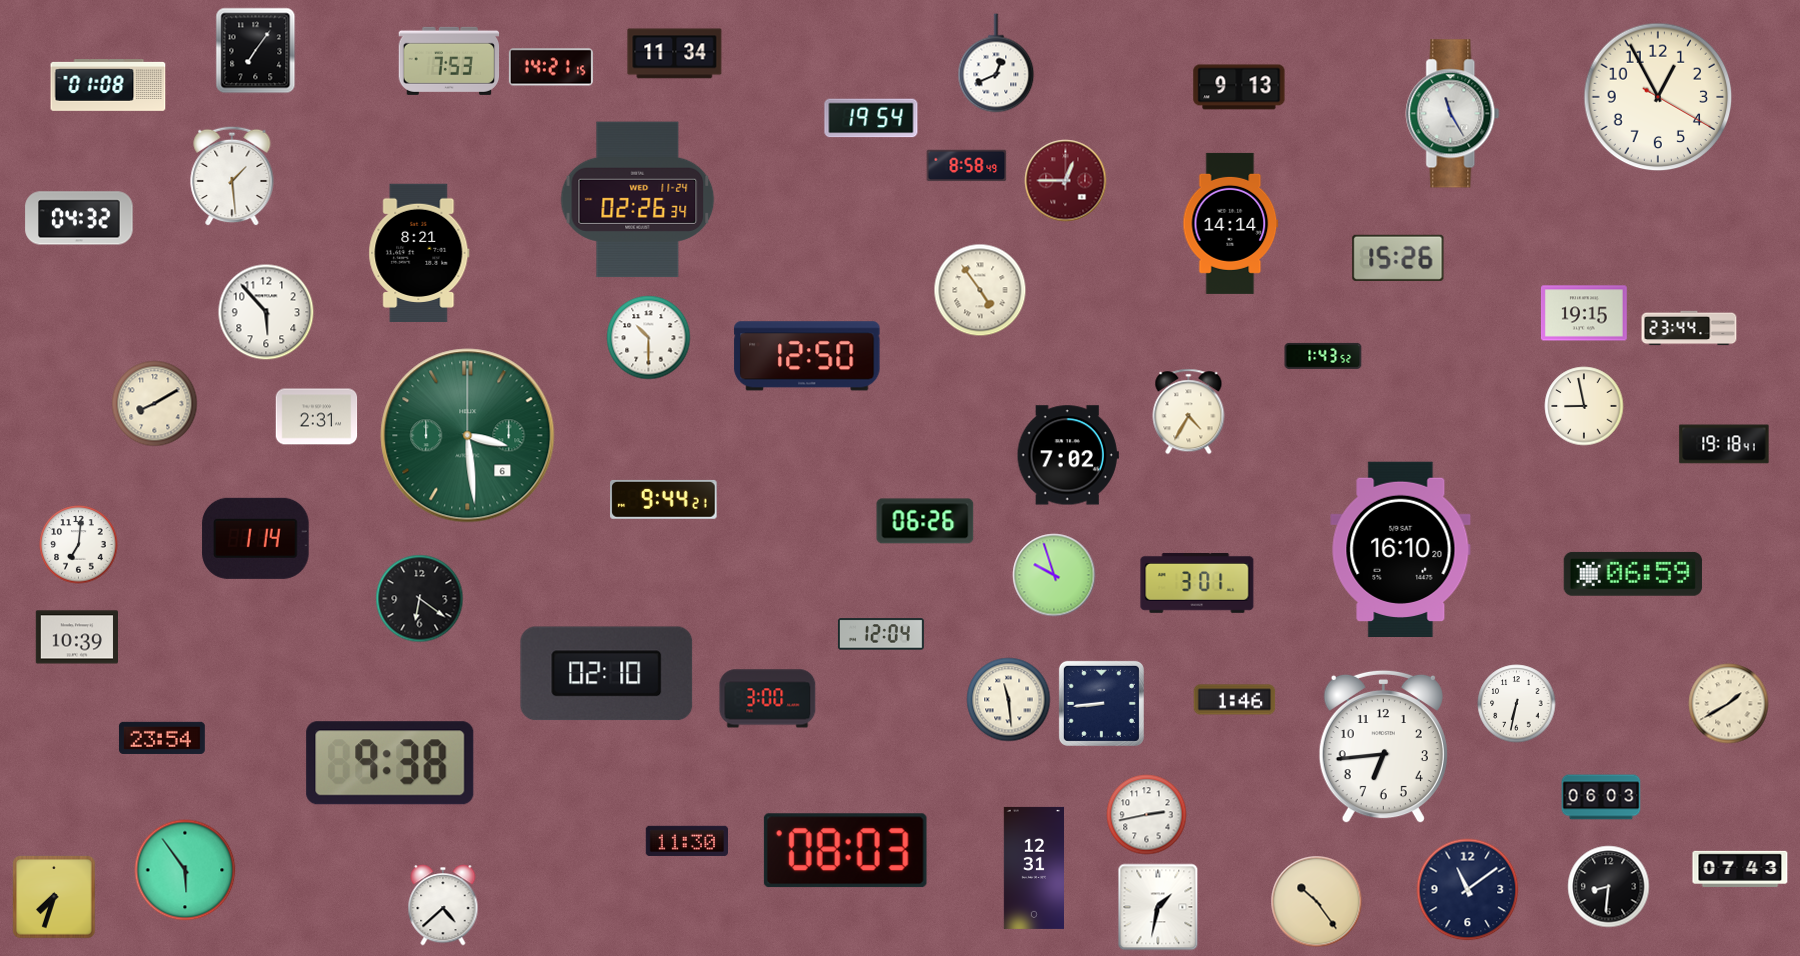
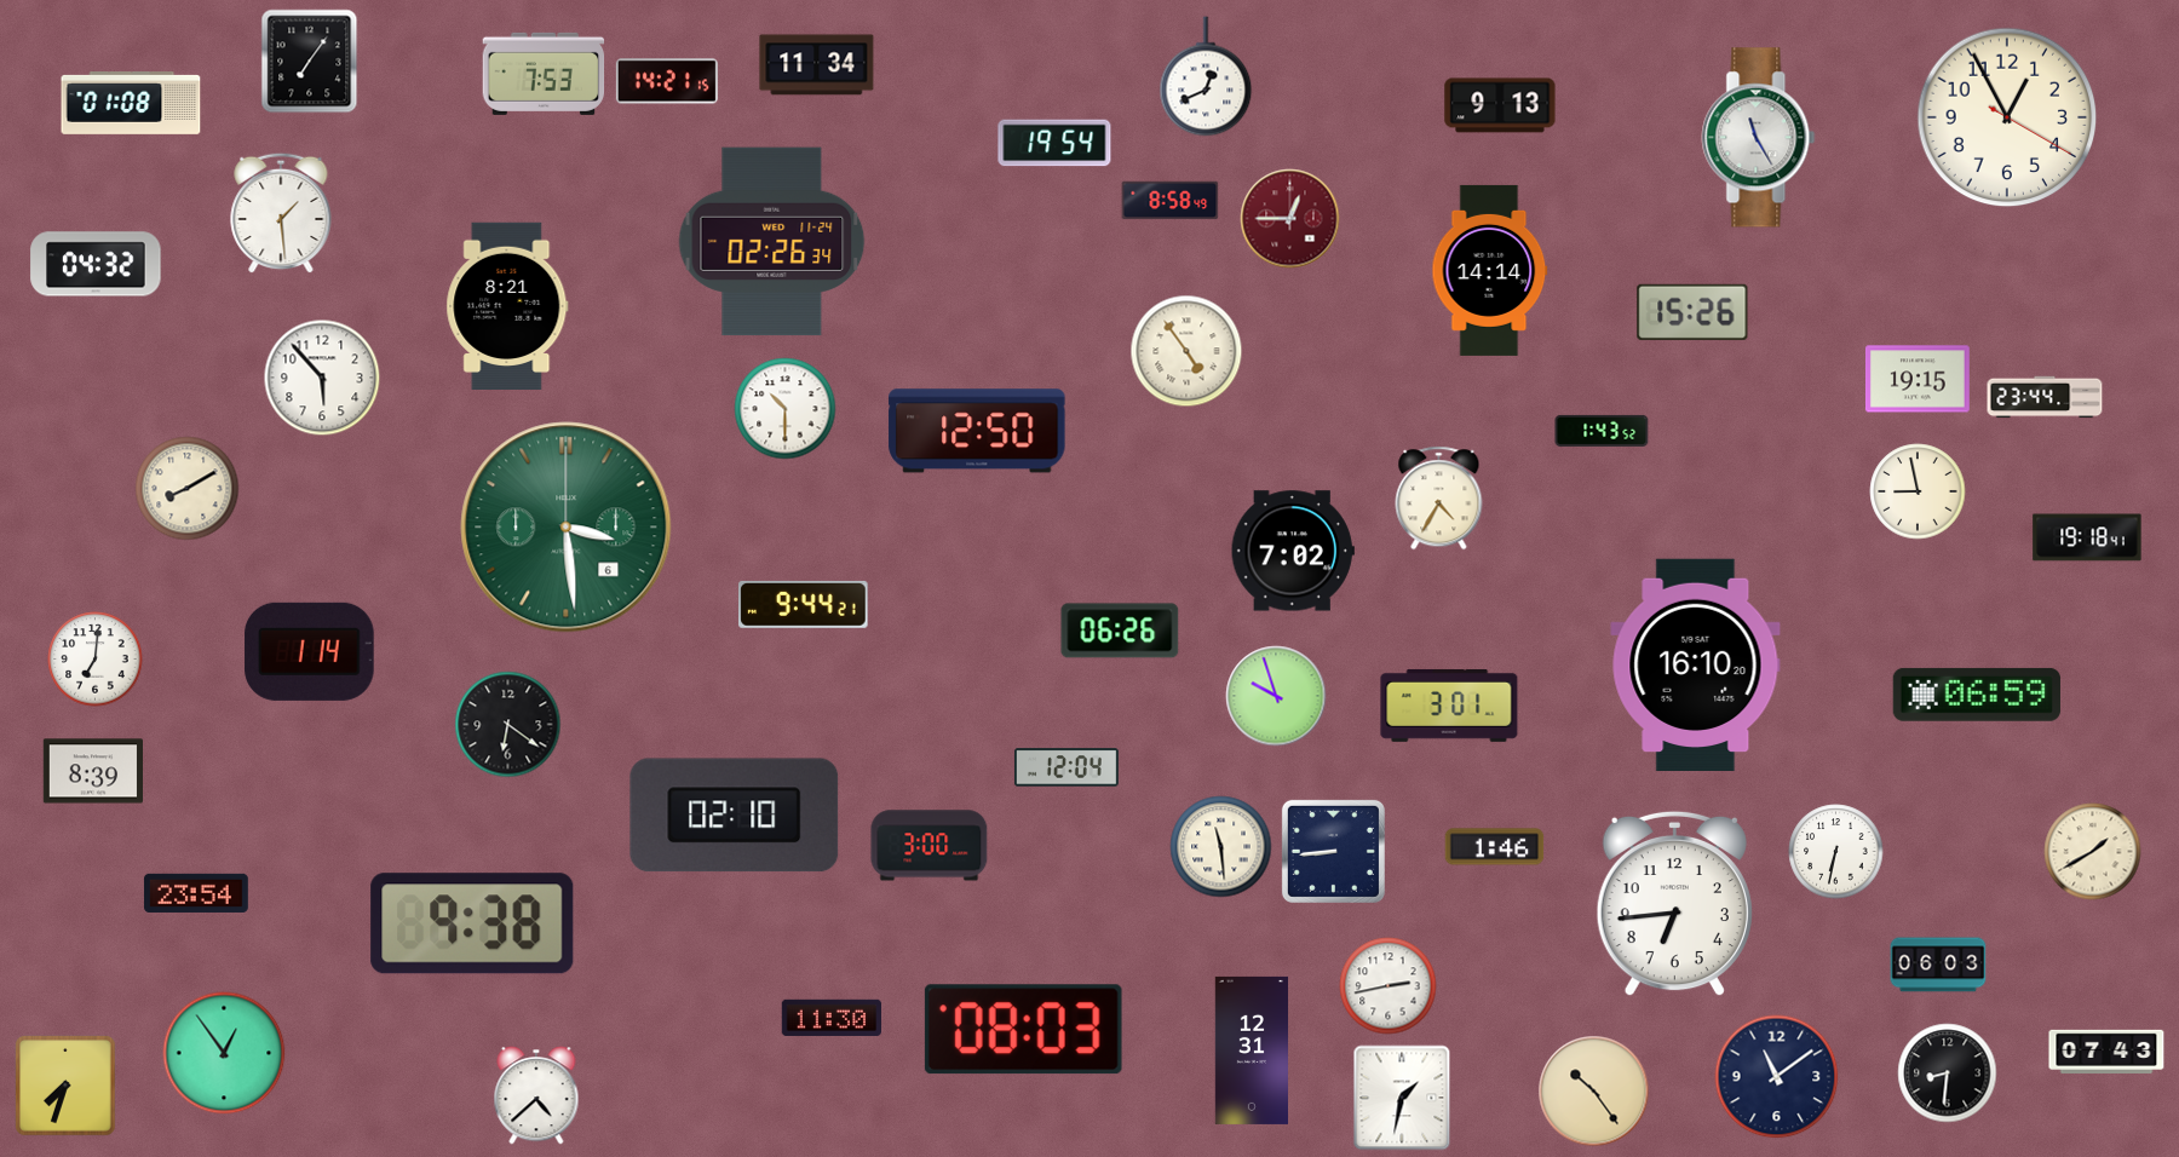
clock at (317, 417): 2:31 -> none
clock at (77, 637): 10:39 -> 8:39
clock at (185, 870): 5:54 -> 12:54
